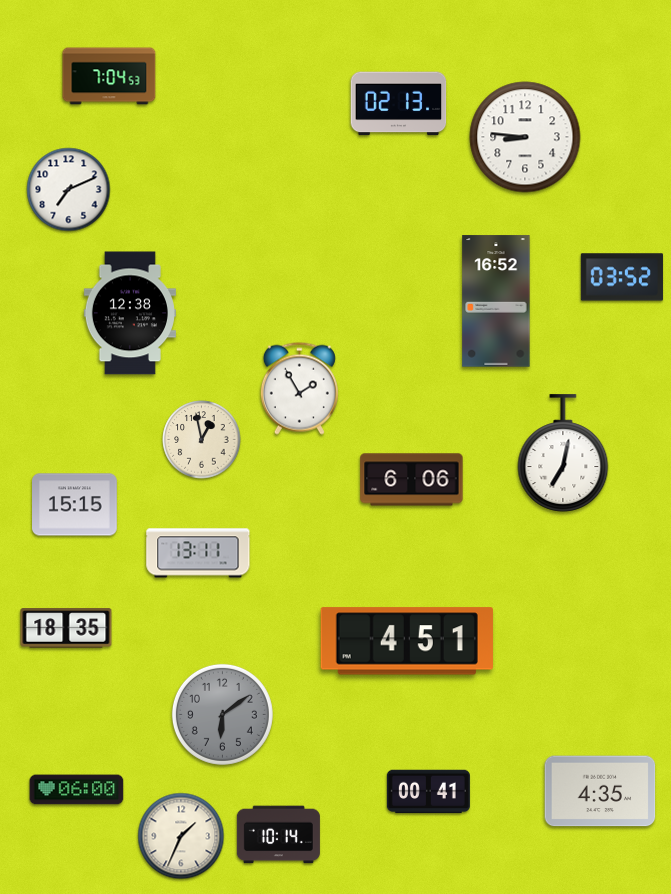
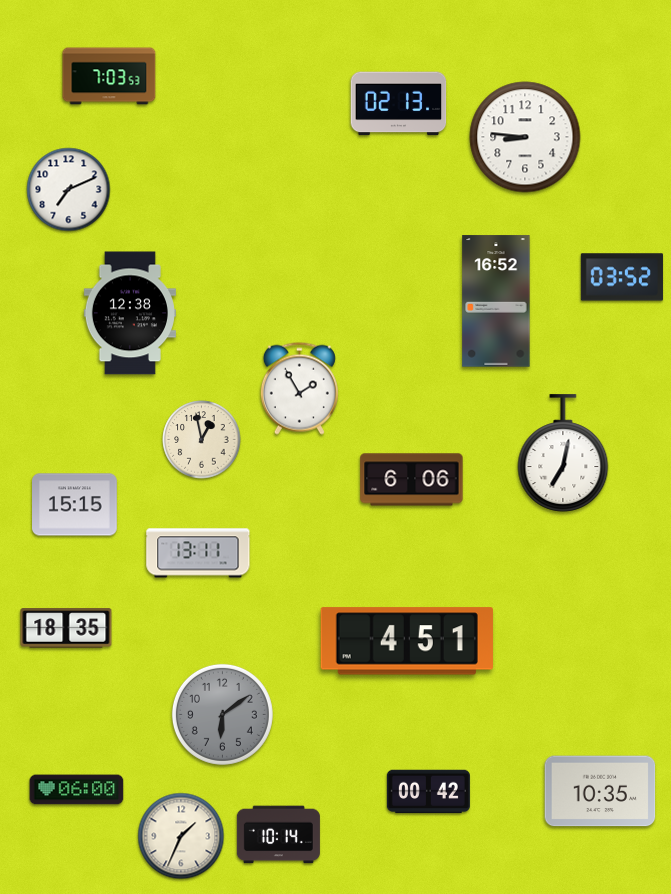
clock at (109, 76): 7:04 -> 7:03
clock at (600, 791): 4:35 -> 10:35
clock at (428, 792): 00:41 -> 00:42
